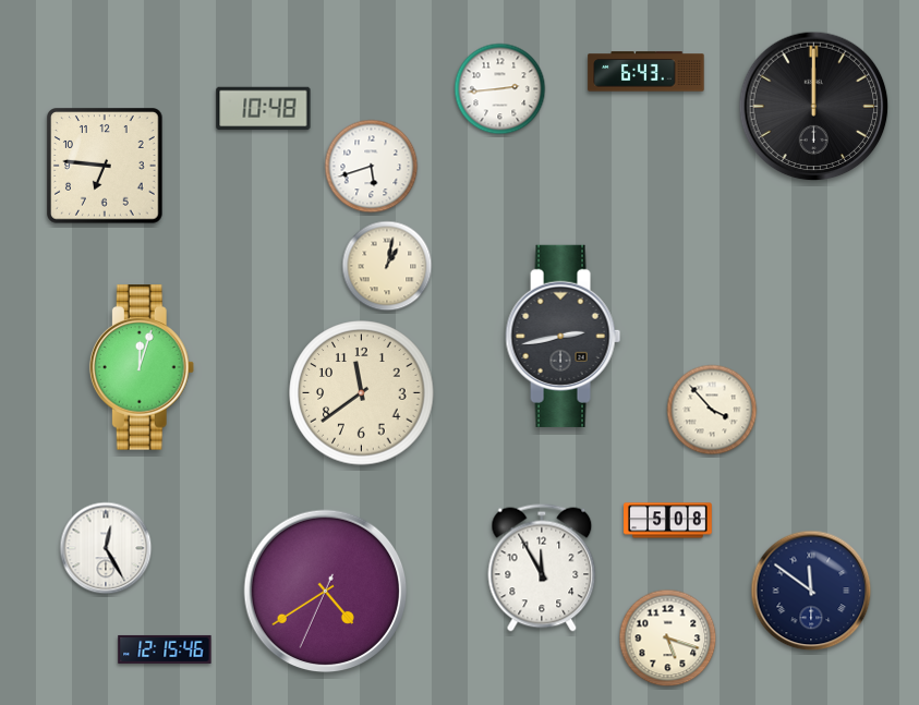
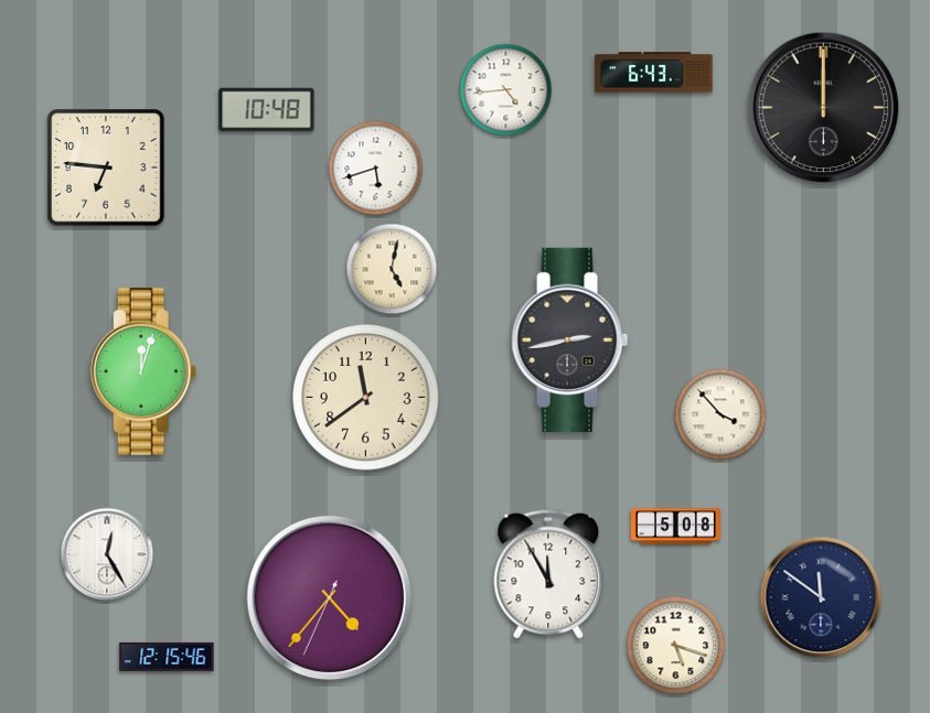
clock at (500, 89): 2:44 -> 4:44
clock at (387, 266): 1:02 -> 5:02
clock at (326, 592): 4:39 -> 4:36
